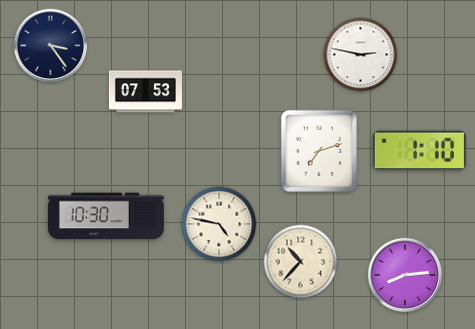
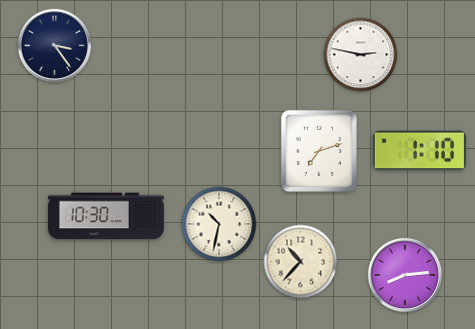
clock at (51, 46) position: (51, 46) -> (55, 46)
clock at (145, 92): 07:53 -> none
clock at (219, 224): 4:47 -> 10:32
